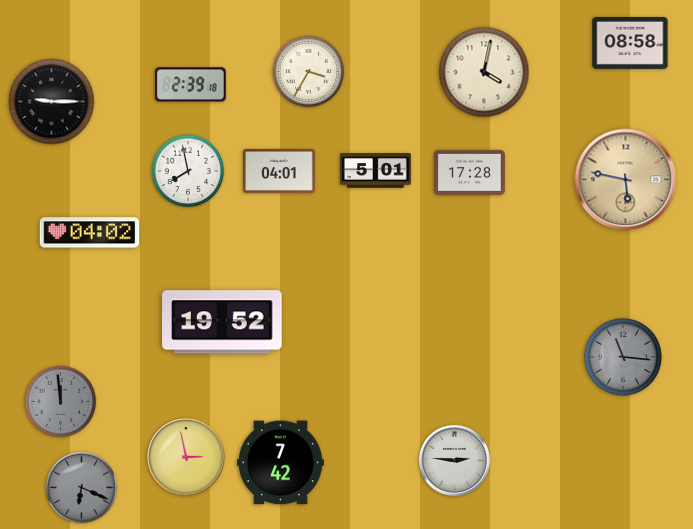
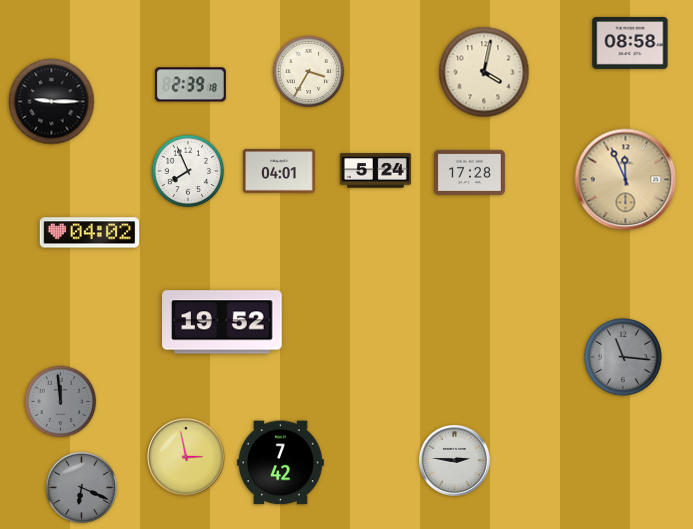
clock at (188, 171): 7:58 -> 7:56
clock at (375, 171): 5:01 -> 5:24
clock at (626, 180): 5:47 -> 11:56
